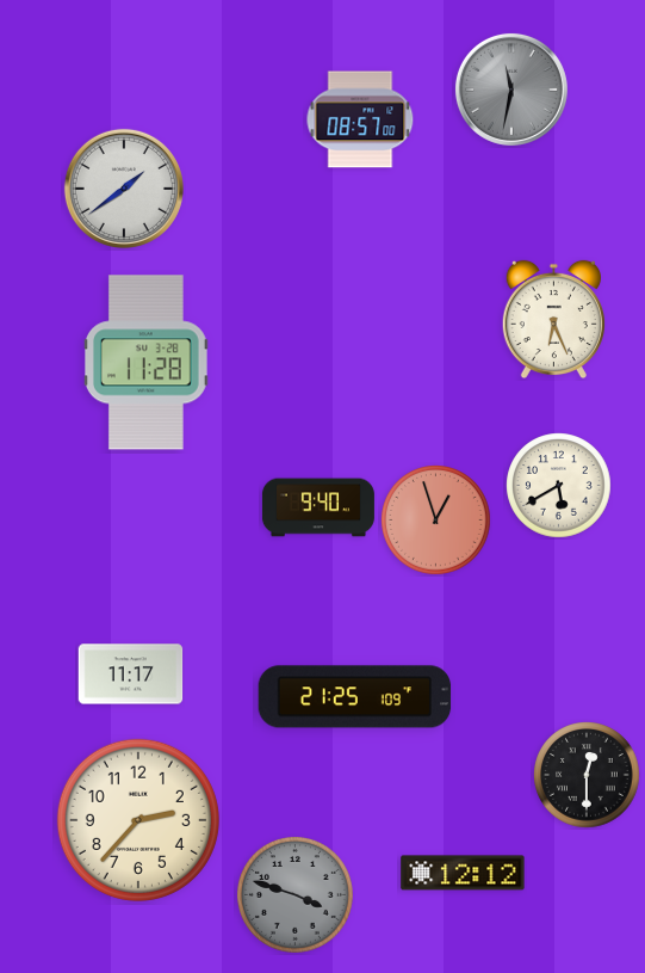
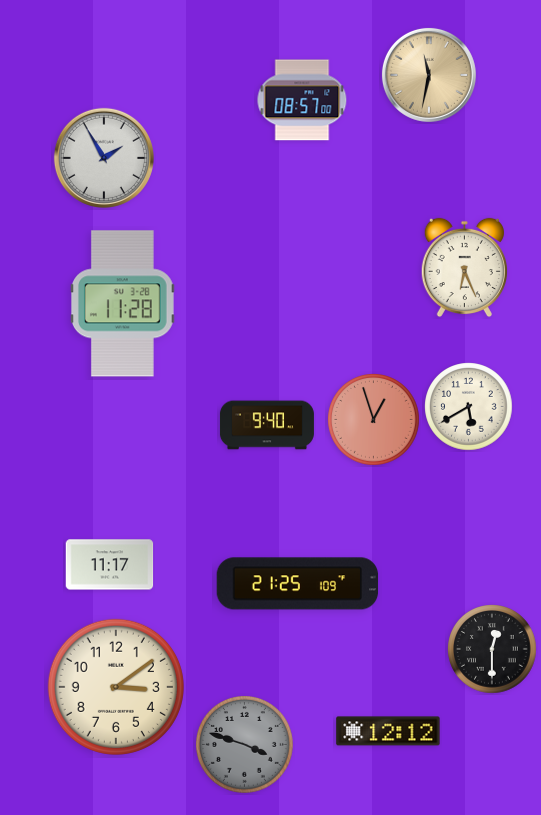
clock at (511, 90) dial: grey -> champagne
clock at (124, 189): 1:39 -> 1:55
clock at (436, 521) position: (436, 521) -> (374, 420)
clock at (138, 820): 2:37 -> 3:09
clock at (294, 894) position: (294, 894) -> (244, 744)
